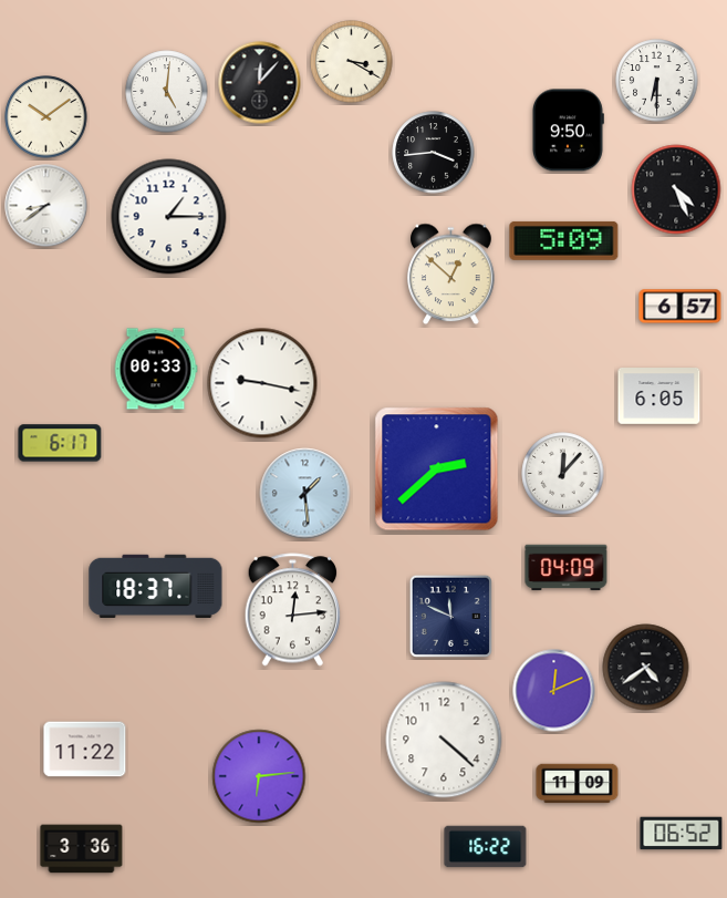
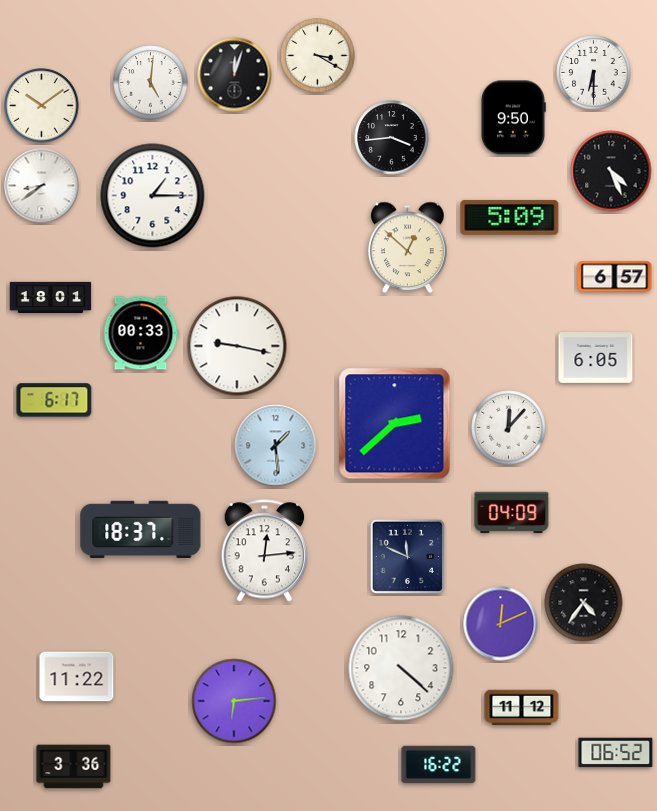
clock at (260, 83): 12:07 -> 12:03
clock at (51, 298): none -> 18:01
clock at (646, 668): 4:39 -> 4:36
clock at (578, 784): 11:09 -> 11:12
